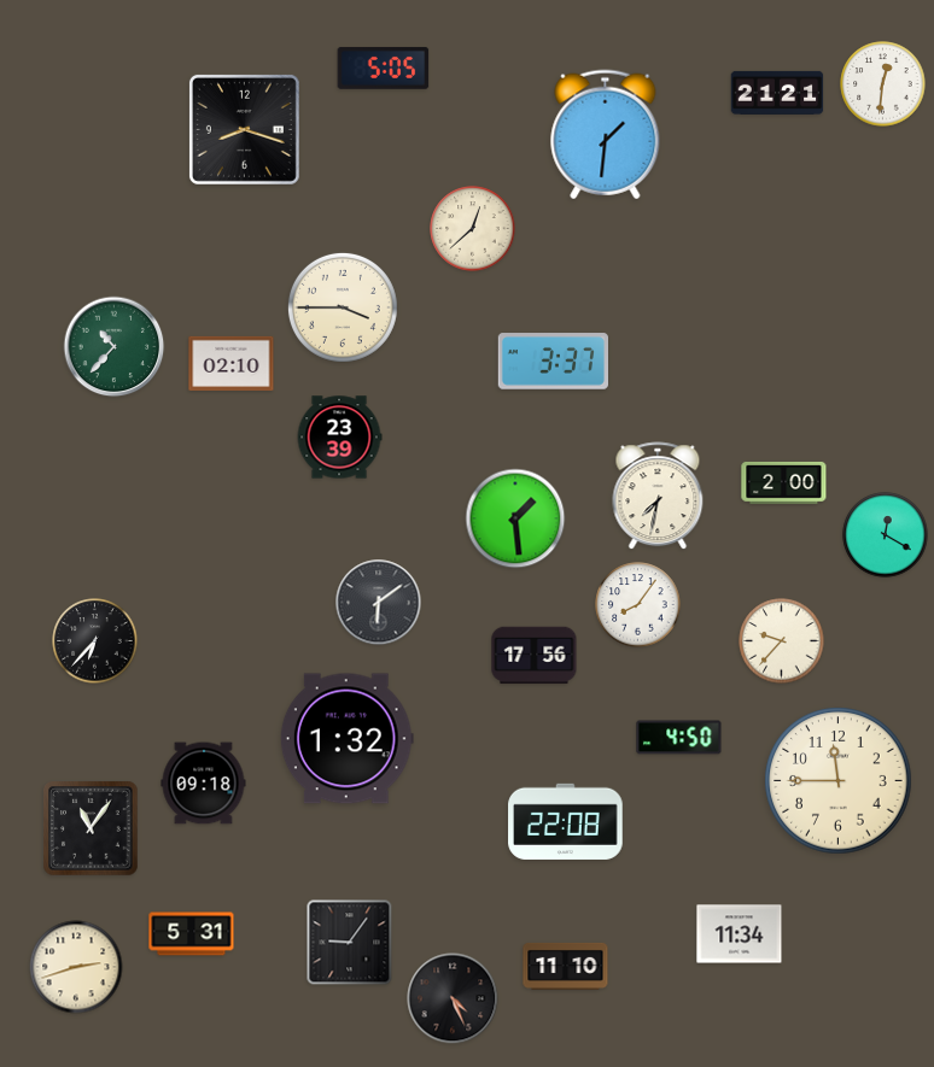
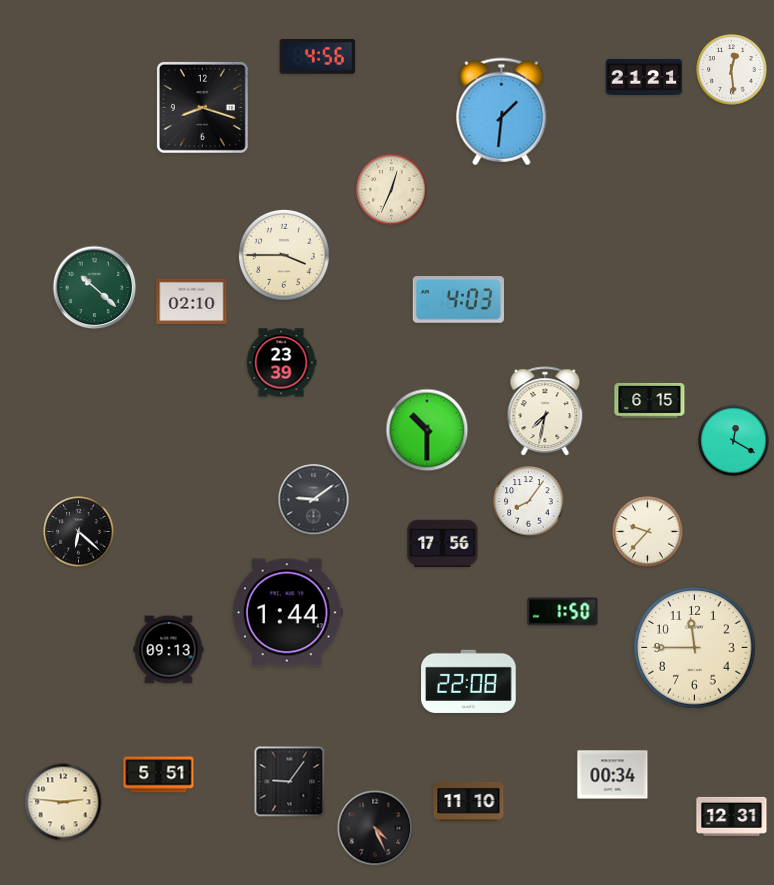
clock at (384, 68): 5:05 -> 4:56
clock at (883, 84): 12:31 -> 12:29
clock at (473, 229): 12:38 -> 12:34
clock at (115, 347): 10:37 -> 10:22
clock at (553, 362): 3:37 -> 4:03
clock at (784, 482): 2:00 -> 6:15
clock at (515, 518): 1:29 -> 10:30
clock at (886, 535) position: (886, 535) -> (734, 441)
clock at (379, 603): 6:09 -> 9:09
clock at (95, 641): 6:37 -> 6:22
clock at (679, 738): 4:50 -> 1:50
clock at (346, 739): 1:32 -> 1:44
clock at (204, 784): 09:18 -> 09:13
clock at (91, 828): 11:06 -> none
clock at (192, 934): 5:31 -> 5:51
clock at (740, 934): 11:34 -> 00:34
clock at (76, 967): 2:42 -> 2:46
clock at (732, 816): none -> 12:31
